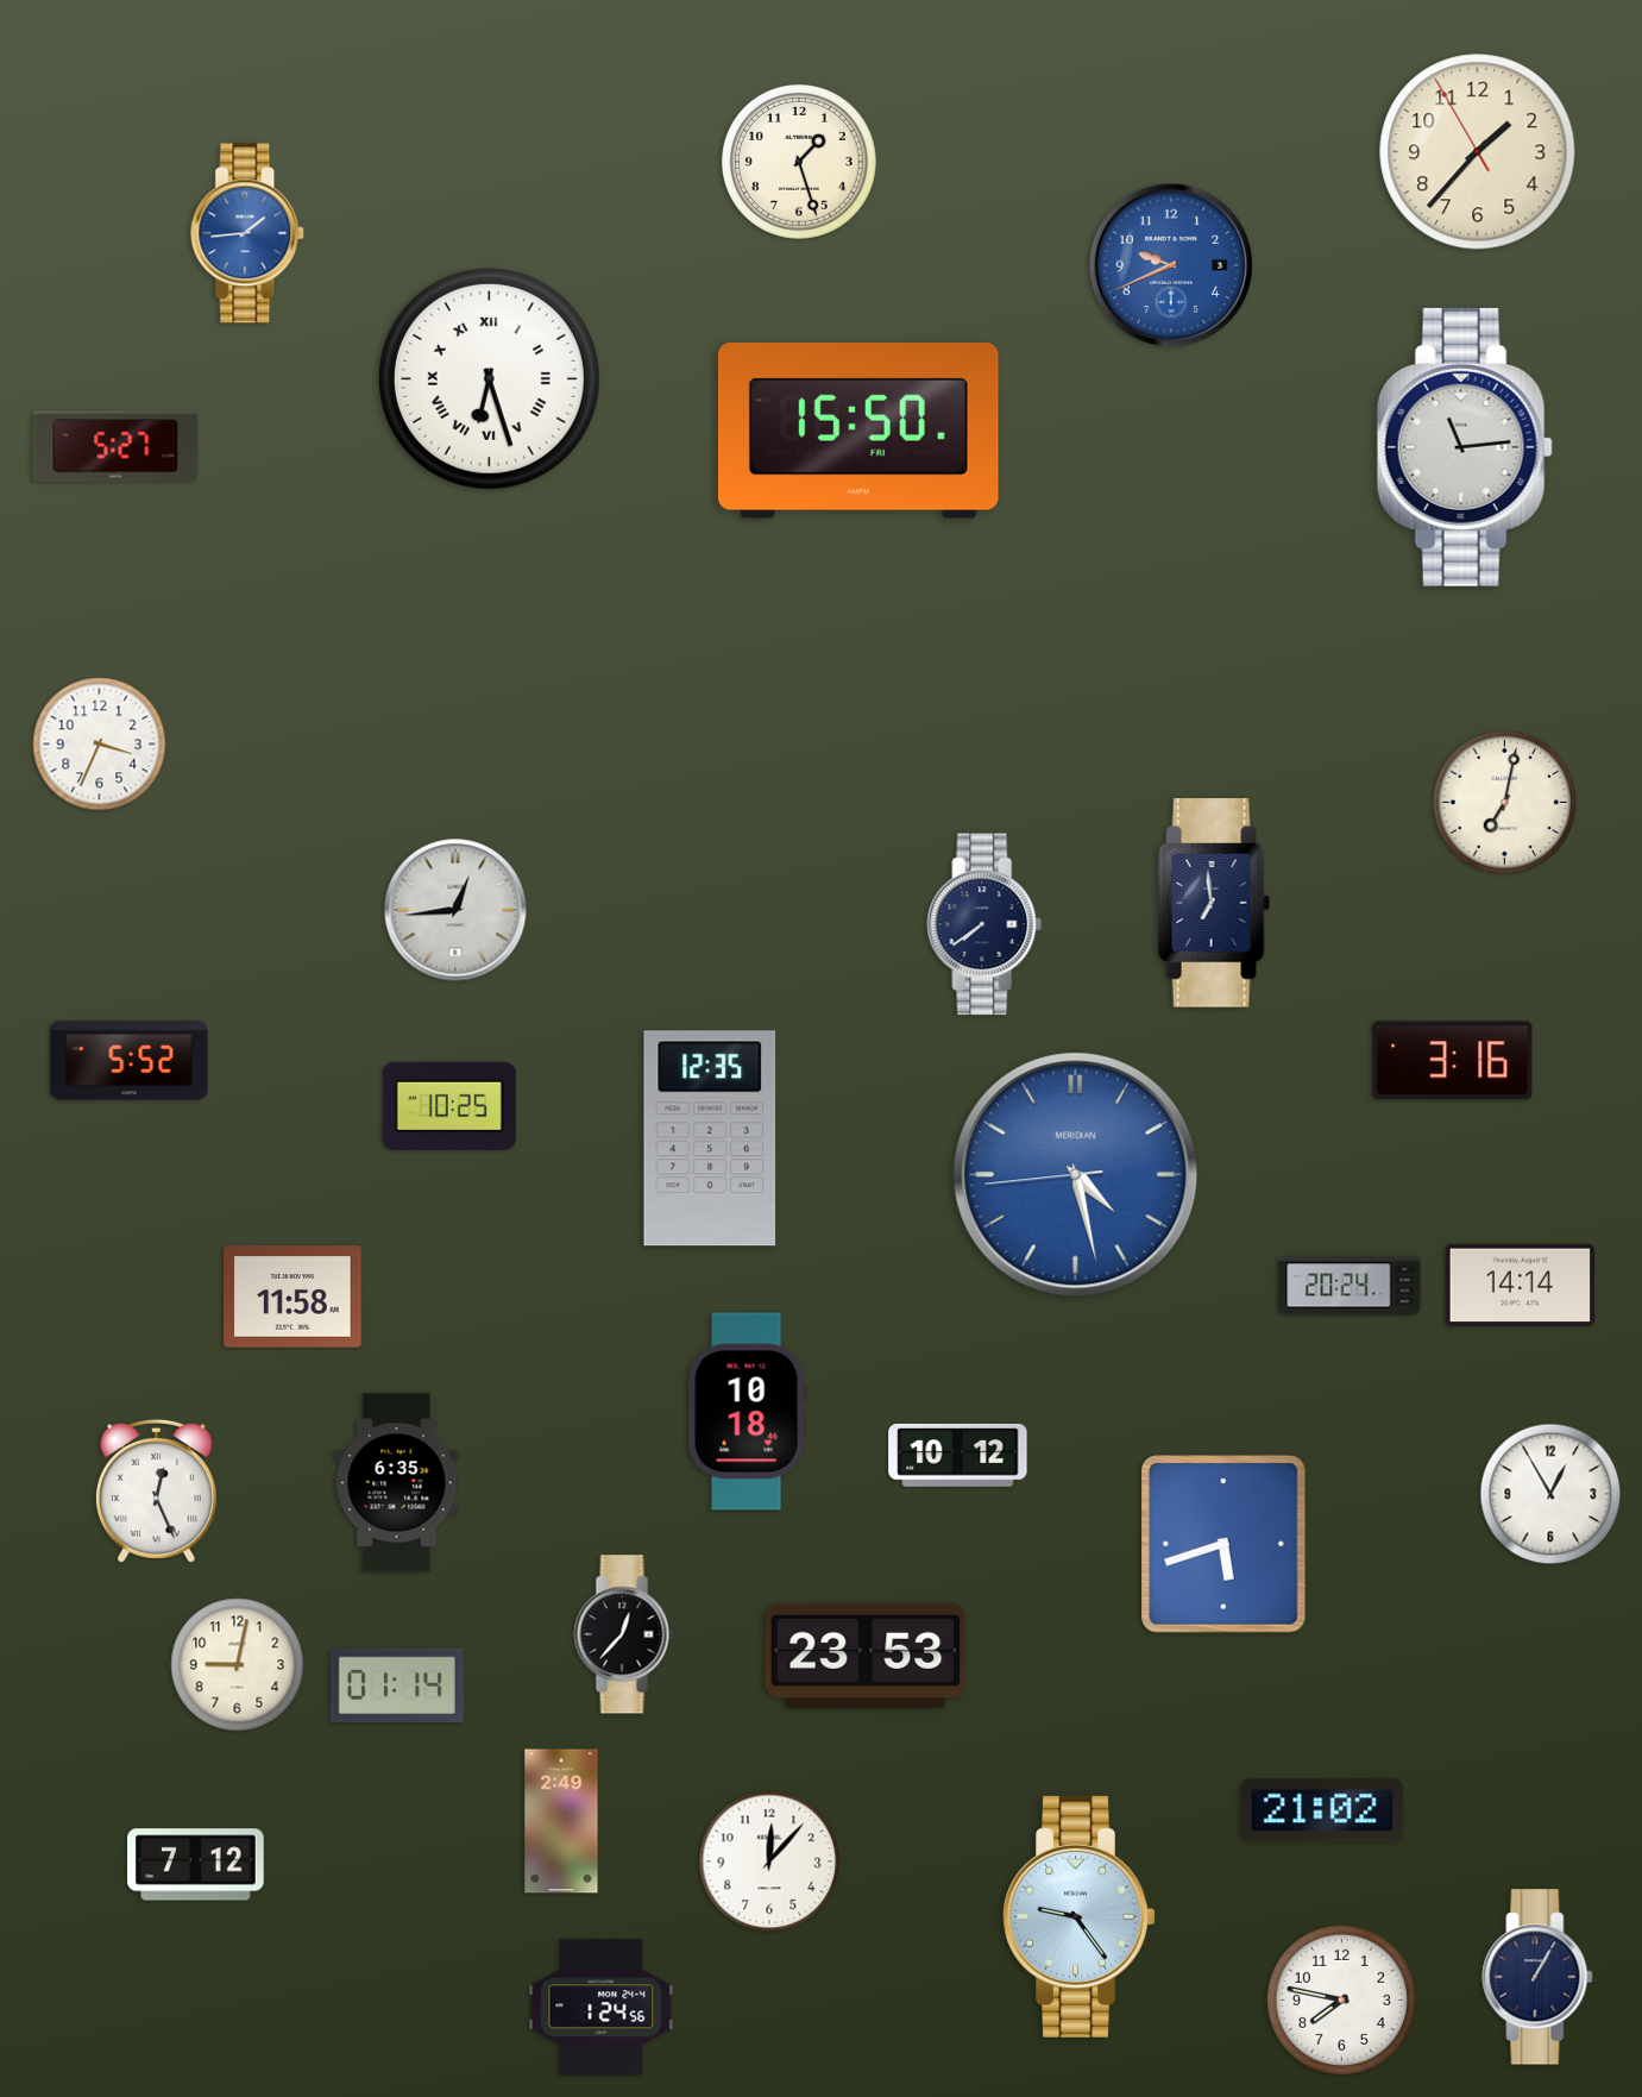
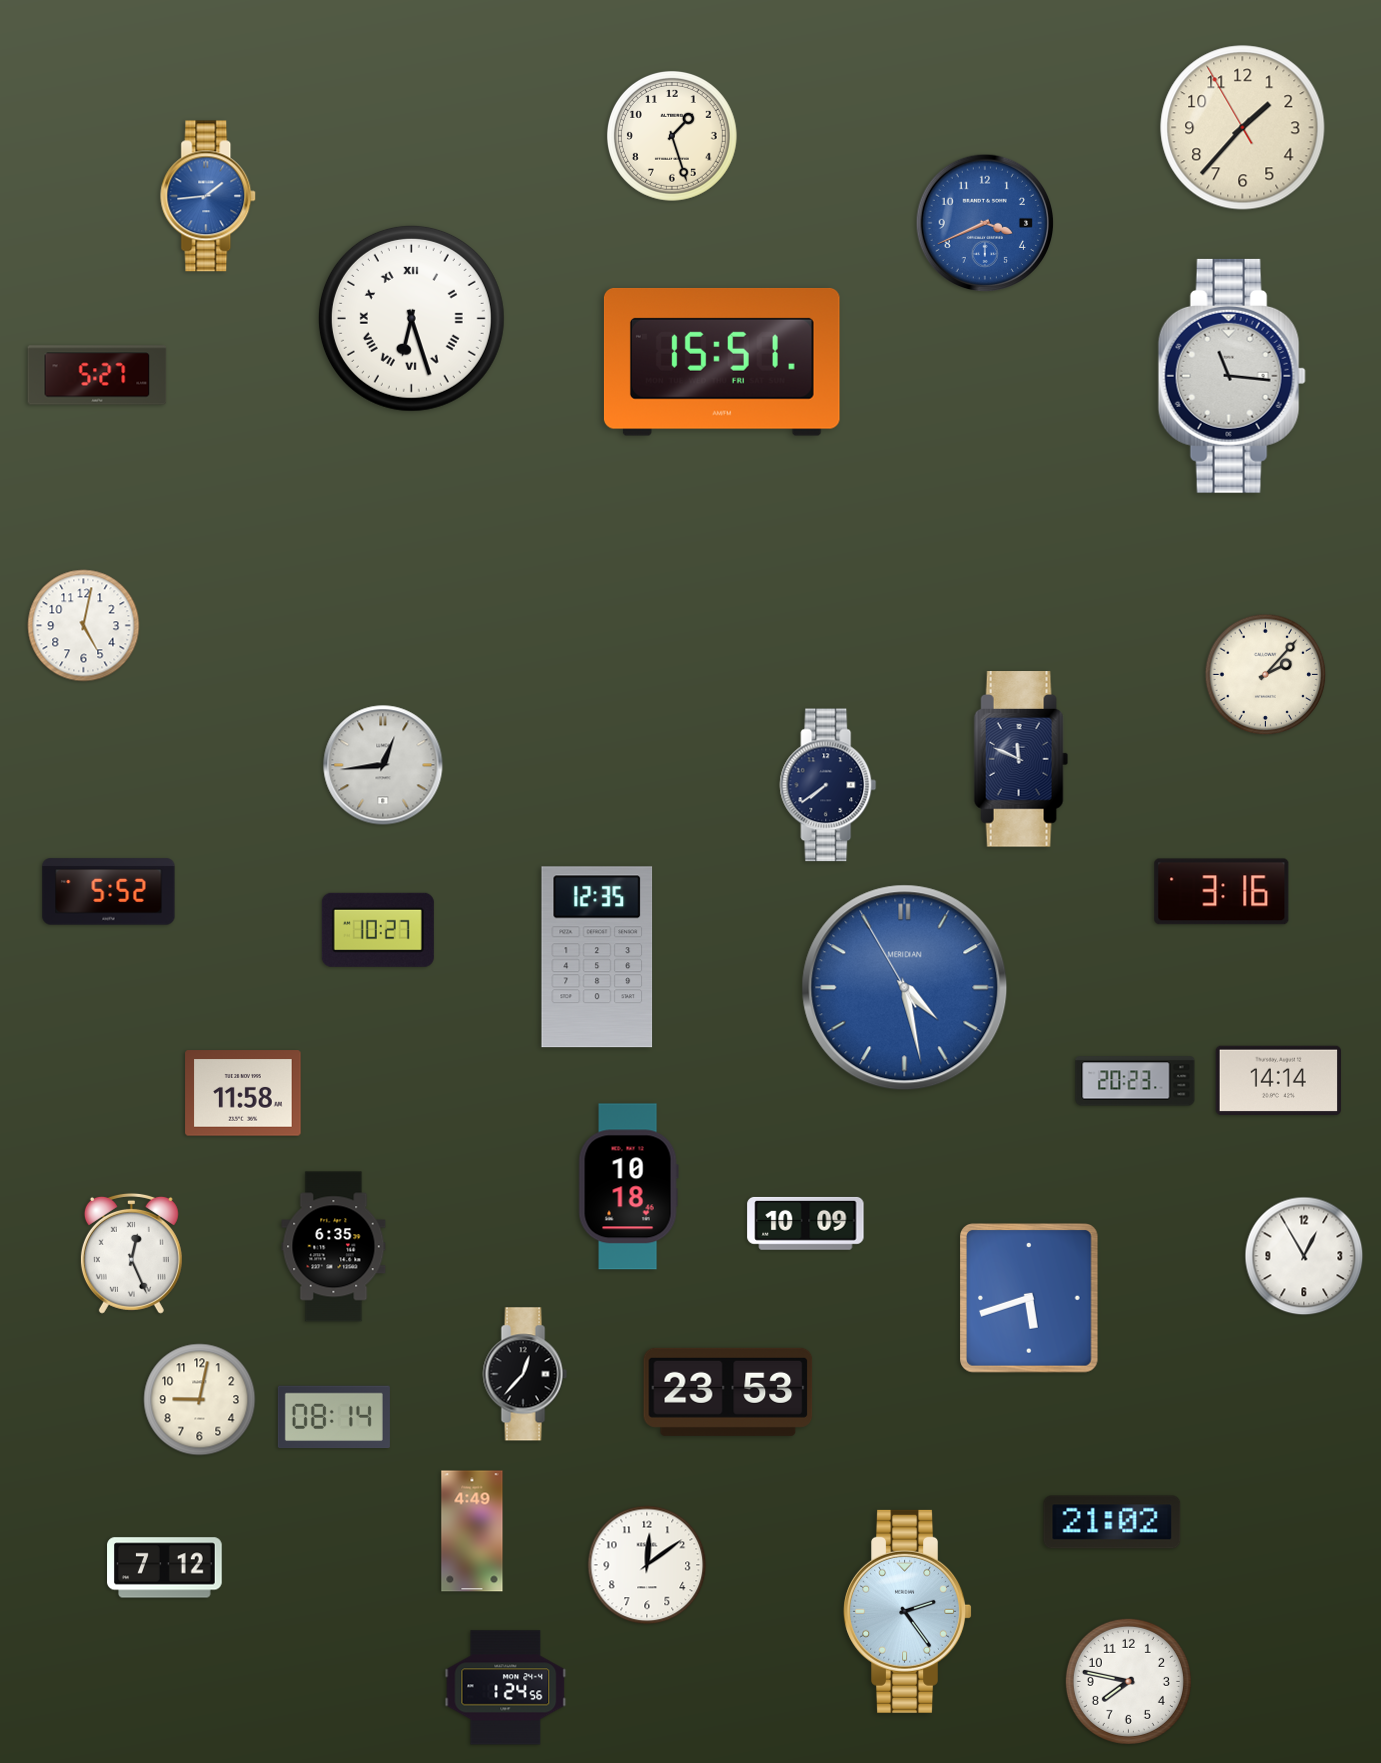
clock at (1171, 265): 9:41 -> 3:41
clock at (858, 431): 15:50 -> 15:51
clock at (1465, 447): 11:14 -> 11:16
clock at (100, 745): 3:34 -> 5:02
clock at (1505, 803): 7:02 -> 2:07
clock at (1214, 903): 6:59 -> 11:49
clock at (984, 924) position: (984, 924) -> (828, 785)
clock at (449, 1106): 10:25 -> 10:27
clock at (1076, 1175): 4:27:44 -> 4:27:55
clock at (1350, 1286): 20:24 -> 20:23
clock at (292, 1297) position: (292, 1297) -> (243, 1093)
clock at (958, 1455): 10:12 -> 10:09
clock at (397, 1685): 01:14 -> 08:14
clock at (561, 1821): 2:49 -> 4:49
clock at (769, 1861): 12:07 -> 12:09
clock at (1078, 1916): 9:24 -> 2:24
clock at (1537, 1977): 1:05 -> none
